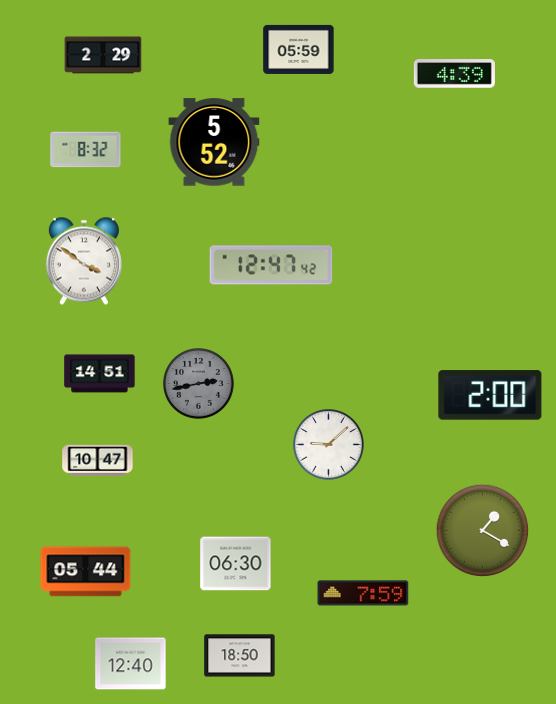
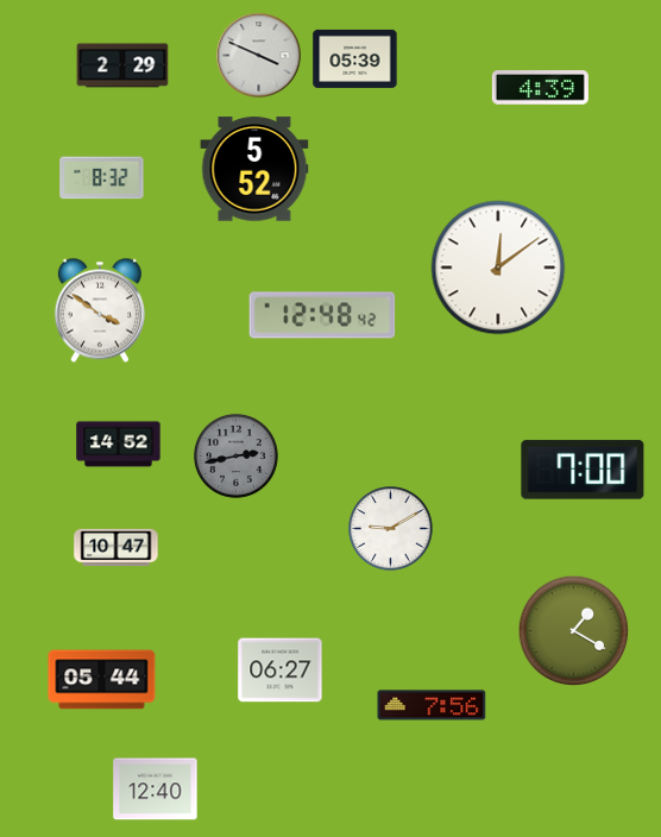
clock at (259, 56): none -> 3:49
clock at (299, 49): 05:59 -> 05:39
clock at (498, 268): none -> 12:09
clock at (271, 265): 12:47 -> 12:48
clock at (100, 374): 14:51 -> 14:52
clock at (490, 395): 2:00 -> 7:00
clock at (329, 445): 9:08 -> 9:10
clock at (236, 564): 06:30 -> 06:27
clock at (363, 593): 7:59 -> 7:56
clock at (240, 656): 18:50 -> none
